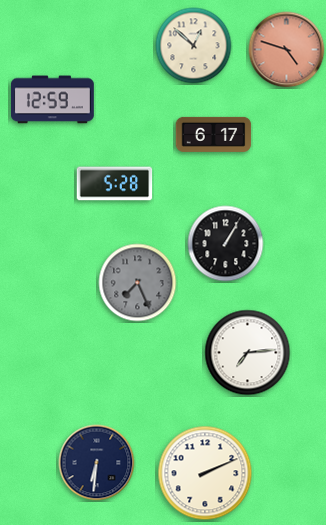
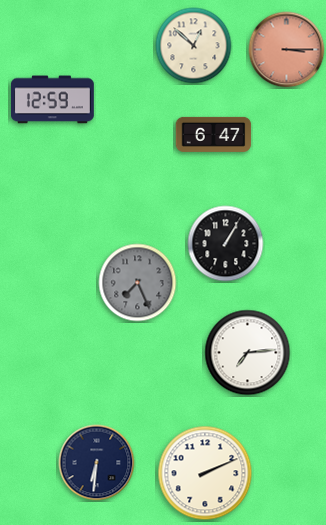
clock at (287, 50): 4:48 -> 3:15
clock at (214, 134): 6:17 -> 6:47
clock at (115, 184): 5:28 -> none
